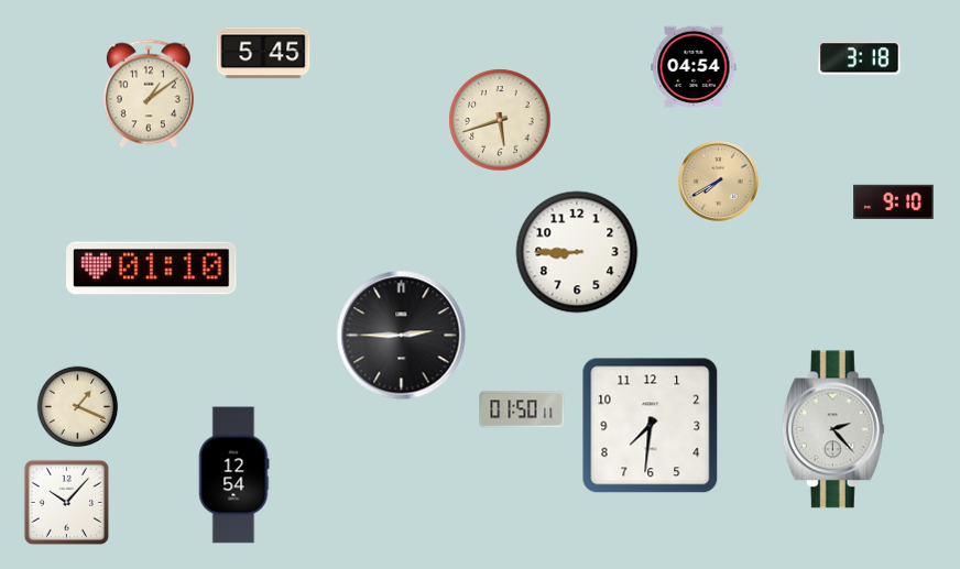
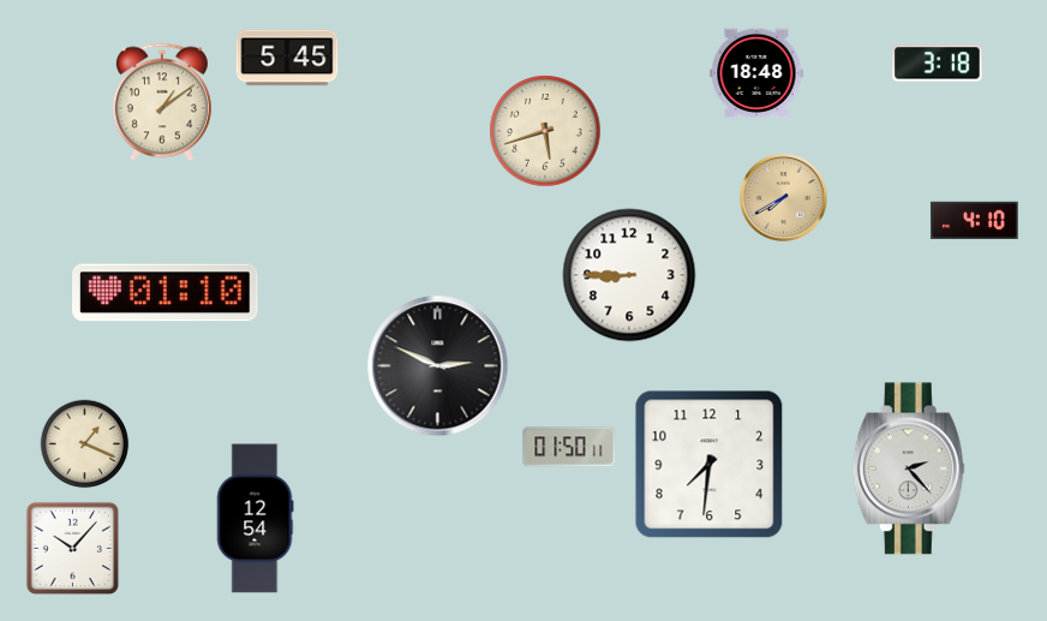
clock at (694, 67): 04:54 -> 18:48
clock at (894, 203): 9:10 -> 4:10
clock at (402, 336): 2:45 -> 2:49
